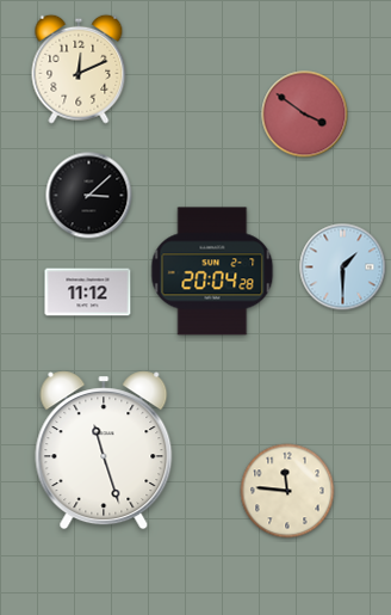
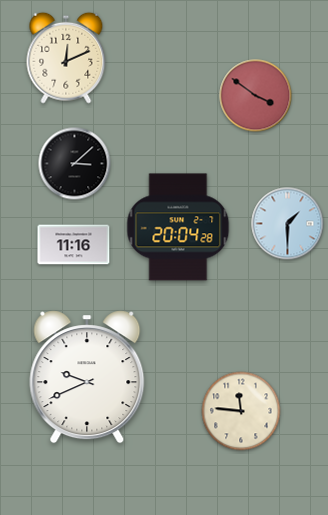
clock at (88, 293): 11:12 -> 11:16
clock at (104, 450): 11:27 -> 9:41
